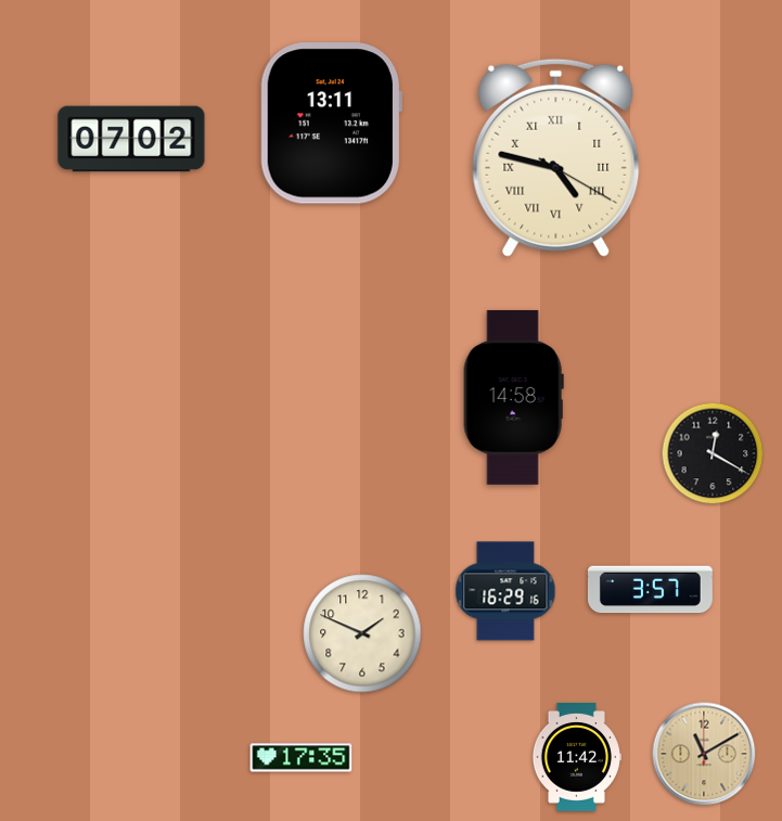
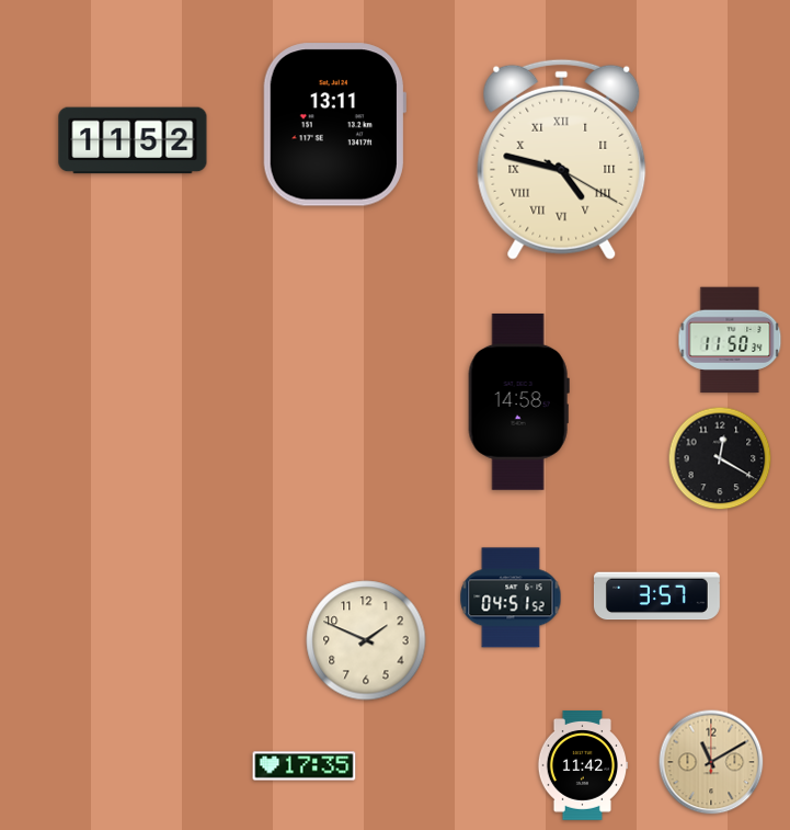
clock at (131, 139): 07:02 -> 11:52
clock at (730, 340): none -> 11:50
clock at (505, 591): 16:29 -> 04:51
